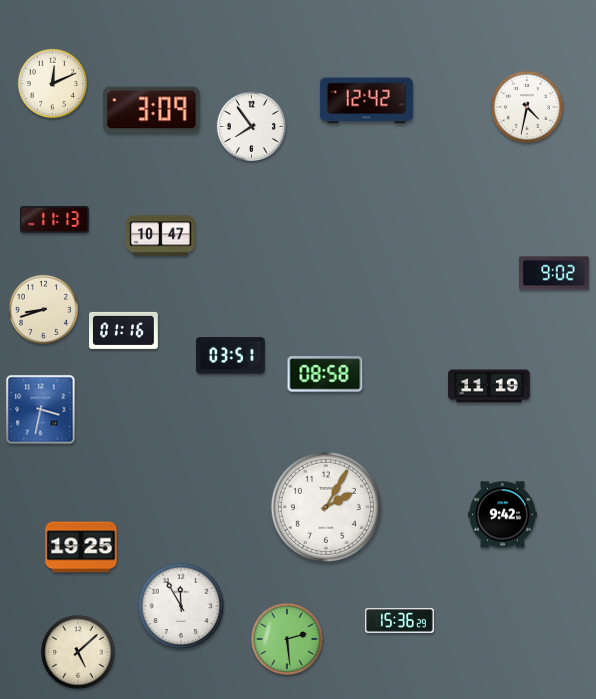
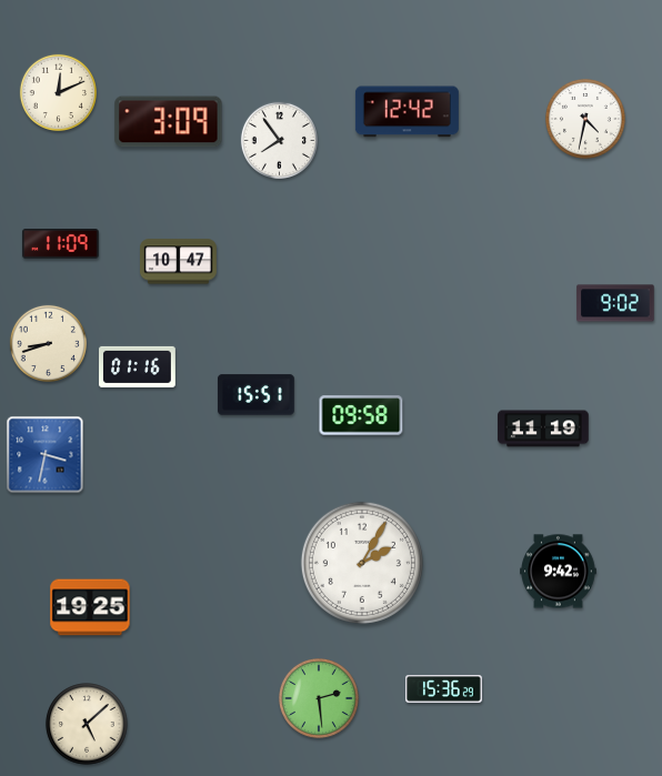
clock at (54, 220): 11:13 -> 11:09
clock at (230, 356): 03:51 -> 15:51
clock at (325, 374): 08:58 -> 09:58
clock at (181, 606): 11:55 -> none
clock at (288, 640) position: (288, 640) -> (320, 699)
